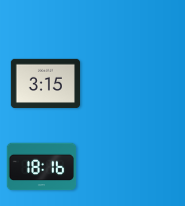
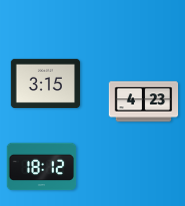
clock at (144, 102): none -> 4:23
clock at (42, 167): 18:16 -> 18:12
